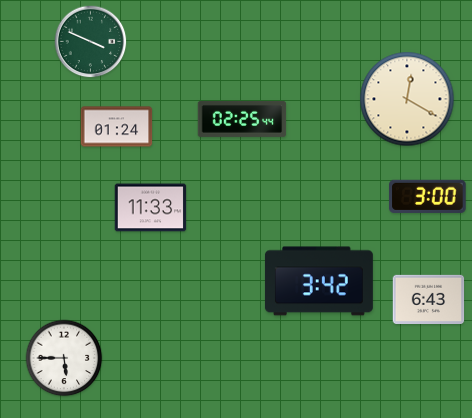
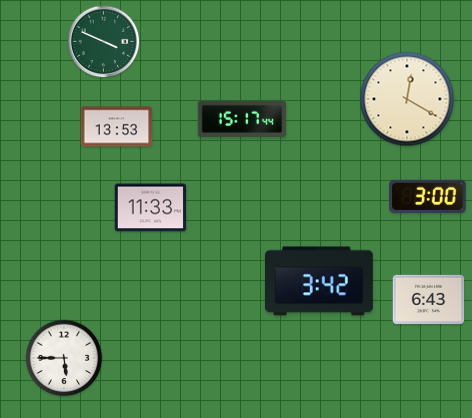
clock at (91, 42) position: (91, 42) -> (104, 42)
clock at (242, 119): 02:25 -> 15:17
clock at (117, 127): 01:24 -> 13:53
